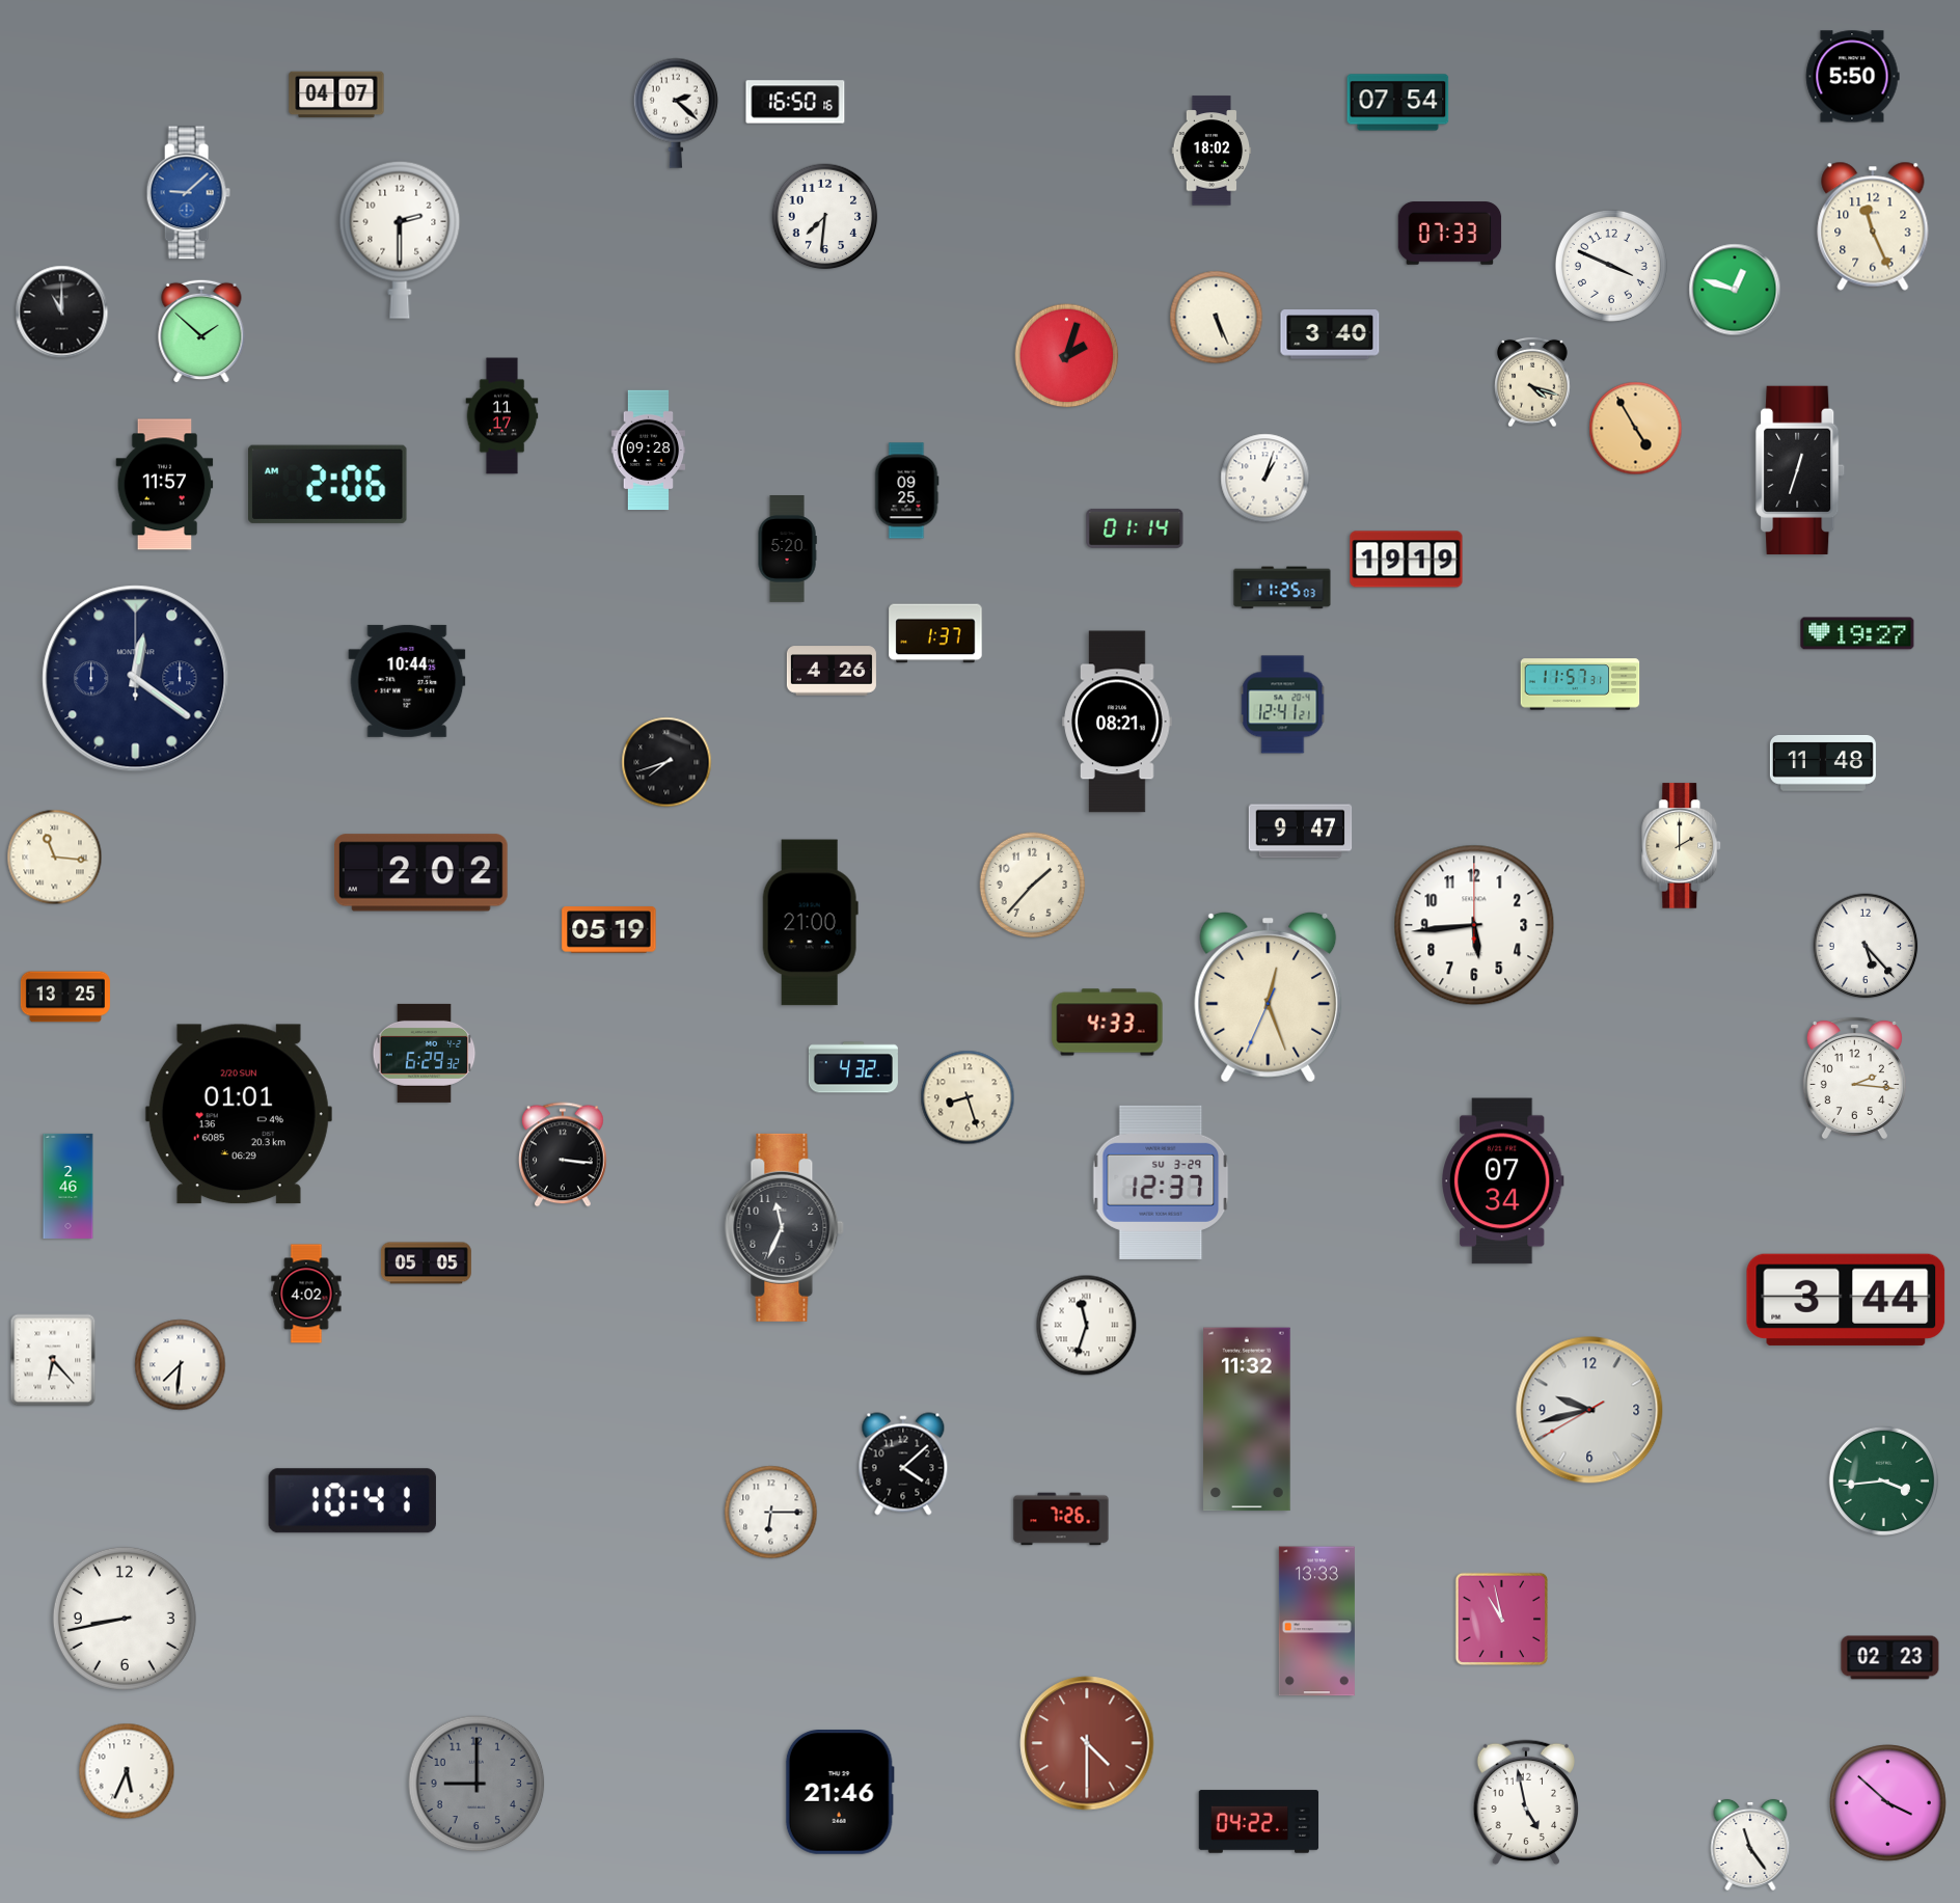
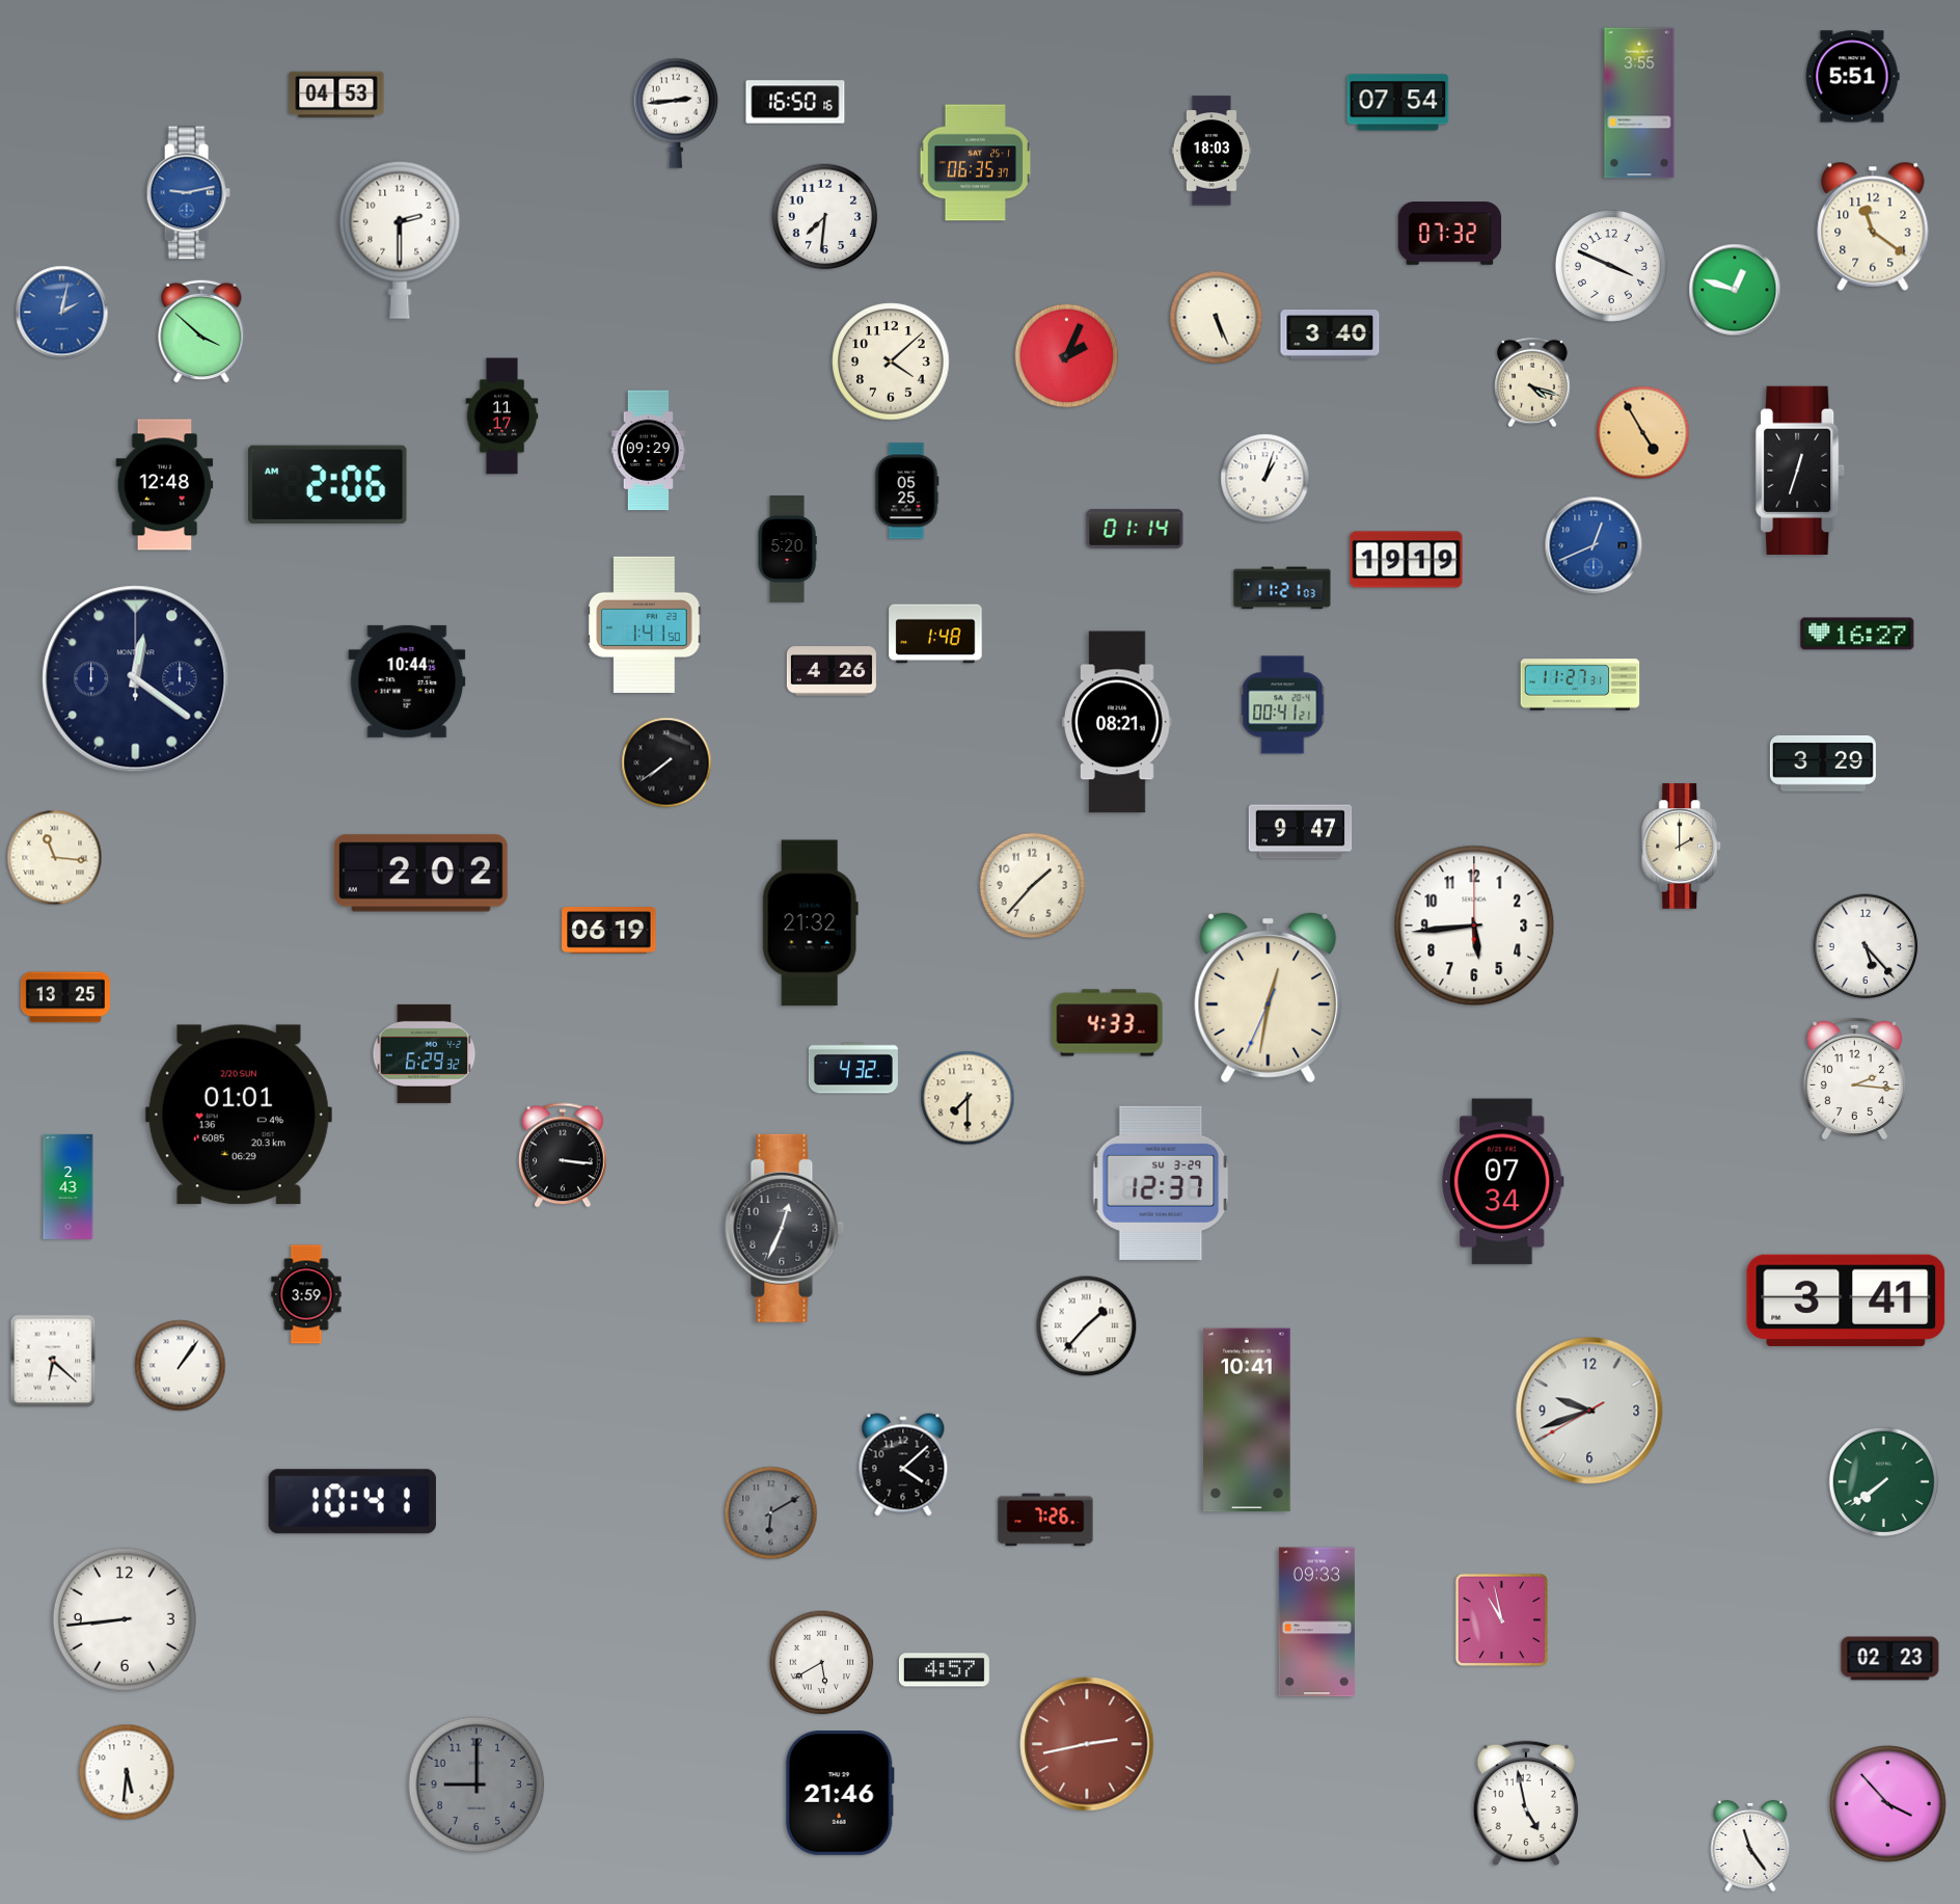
clock at (1852, 77): 5:50 -> 5:51
clock at (336, 94): 04:07 -> 04:53
clock at (1639, 103): none -> 3:55
clock at (676, 113): 2:22 -> 2:44
clock at (1212, 151): 18:02 -> 18:03
clock at (976, 163): none -> 06:35
clock at (188, 193): 9:08 -> 9:13
clock at (1873, 226): 11:26 -> 11:21
clock at (1450, 234): 07:33 -> 07:32
clock at (62, 312): 11:00 -> 2:02
clock at (62, 312) dial: black -> blue
clock at (201, 331): 1:52 -> 3:52
clock at (1067, 356): 2:03 -> 2:04
clock at (891, 361): none -> 4:08
clock at (1636, 429) position: (1636, 429) -> (1643, 433)
clock at (649, 451): 09:28 -> 09:29
clock at (165, 485): 11:57 -> 12:48
clock at (906, 491): 09:25 -> 05:25
clock at (1594, 545): none -> 12:41
clock at (1282, 588): 11:25 -> 11:21
clock at (645, 624): none -> 1:41
clock at (935, 633): 1:37 -> 1:48
clock at (1857, 633): 19:27 -> 16:27
clock at (1580, 684): 11:57 -> 11:27
clock at (1283, 705): 12:41 -> 00:41
clock at (666, 762): 7:42 -> 7:39
clock at (1823, 763): 11:48 -> 3:29
clock at (810, 923): 21:00 -> 21:32
clock at (609, 930): 05:19 -> 06:19
clock at (1269, 997): 12:26 -> 12:31
clock at (968, 1097): 8:27 -> 7:30
clock at (69, 1186): 2:46 -> 2:43
clock at (785, 1227): 11:34 -> 12:34
clock at (426, 1263): 05:05 -> none
clock at (306, 1294): 4:02 -> 3:59
clock at (1846, 1300): 3:44 -> 3:41
clock at (1087, 1326): 11:33 -> 1:37
clock at (53, 1360): 6:23 -> 6:22
clock at (181, 1365): 7:31 -> 1:06
clock at (1589, 1410): 9:42 -> 9:41
clock at (1247, 1419): 11:32 -> 10:41
clock at (1883, 1480): 3:44 -> 7:39
clock at (771, 1513): 6:15 -> 6:10
clock at (771, 1513) dial: white -> grey
clock at (1061, 1519) position: (1061, 1519) -> (1045, 1520)
clock at (125, 1619): 8:43 -> 8:44
clock at (1316, 1622): 13:33 -> 09:33
clock at (822, 1663): none -> 5:40
clock at (944, 1670): none -> 4:57
clock at (1087, 1743): 4:30 -> 2:43
clock at (127, 1771): 5:34 -> 5:31
clock at (1888, 1803): 3:52 -> 3:53
clock at (1259, 1822): 04:22 -> none
